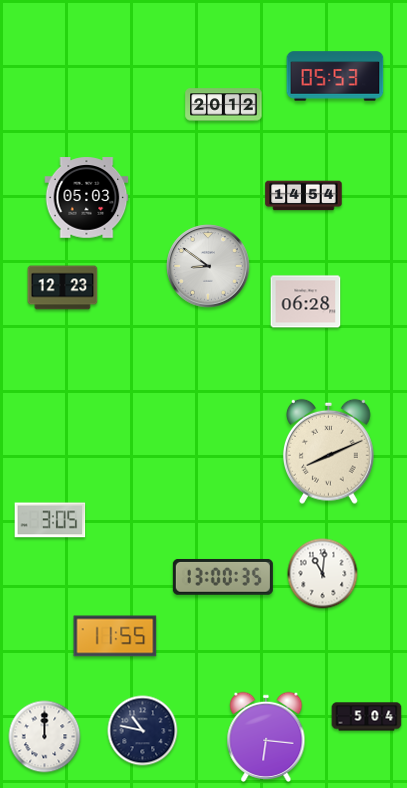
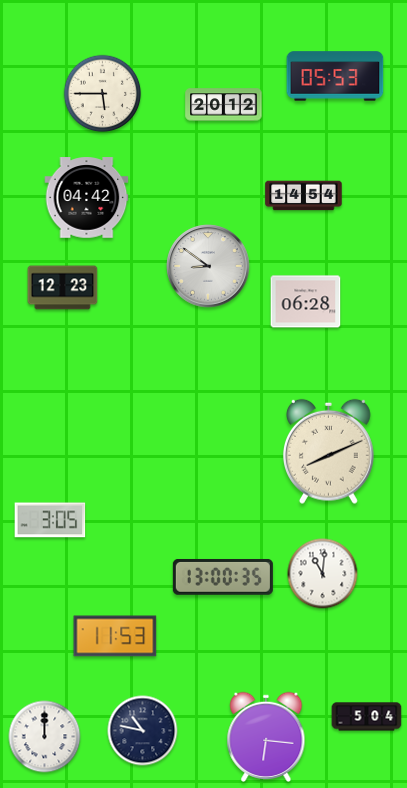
clock at (103, 94): none -> 5:45
clock at (87, 198): 05:03 -> 04:42
clock at (115, 636): 11:55 -> 11:53
